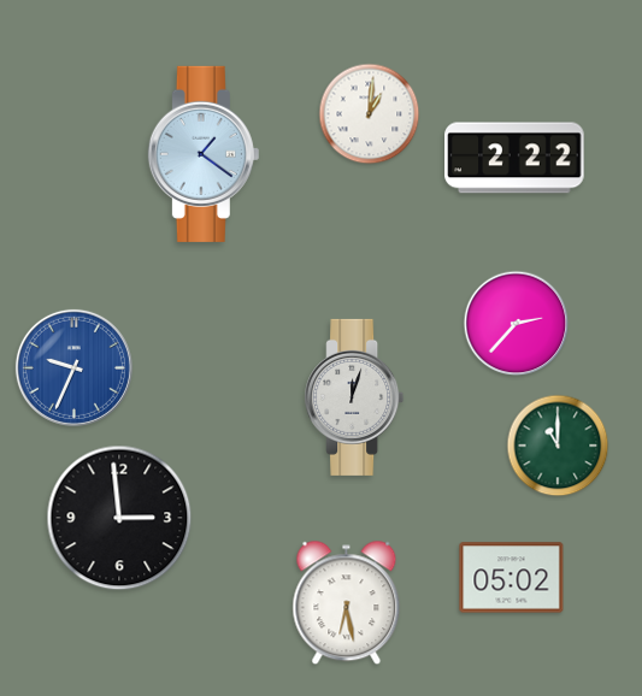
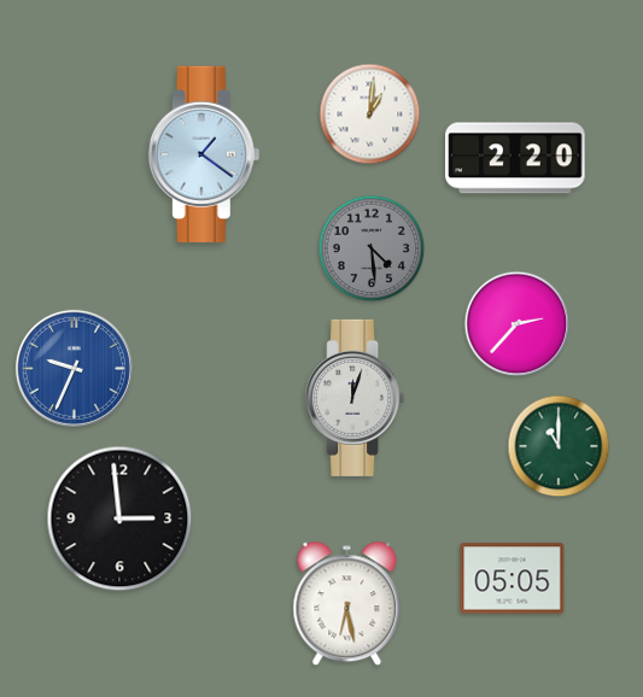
clock at (514, 158): 2:22 -> 2:20
clock at (372, 248): none -> 4:29
clock at (512, 578): 05:02 -> 05:05
